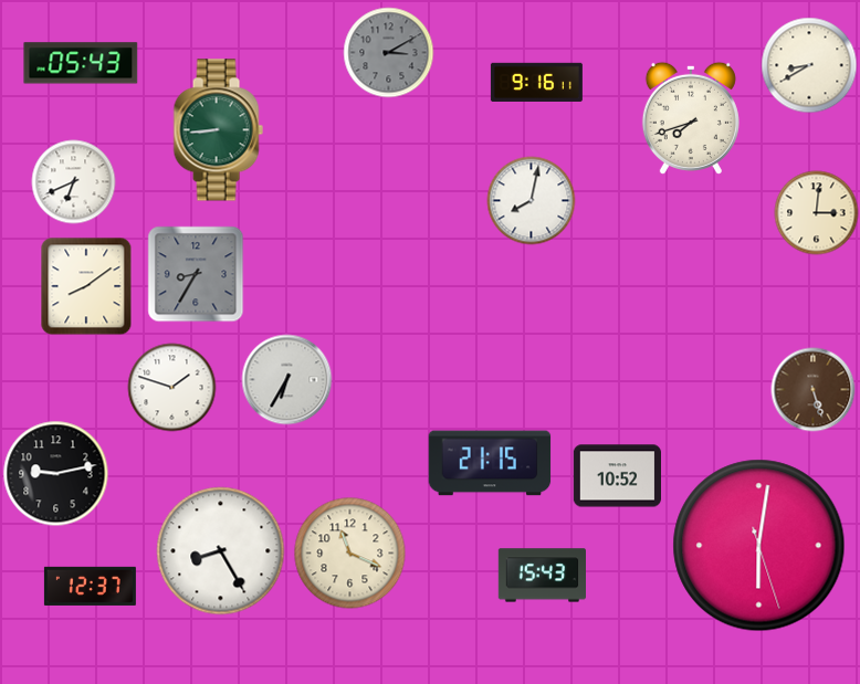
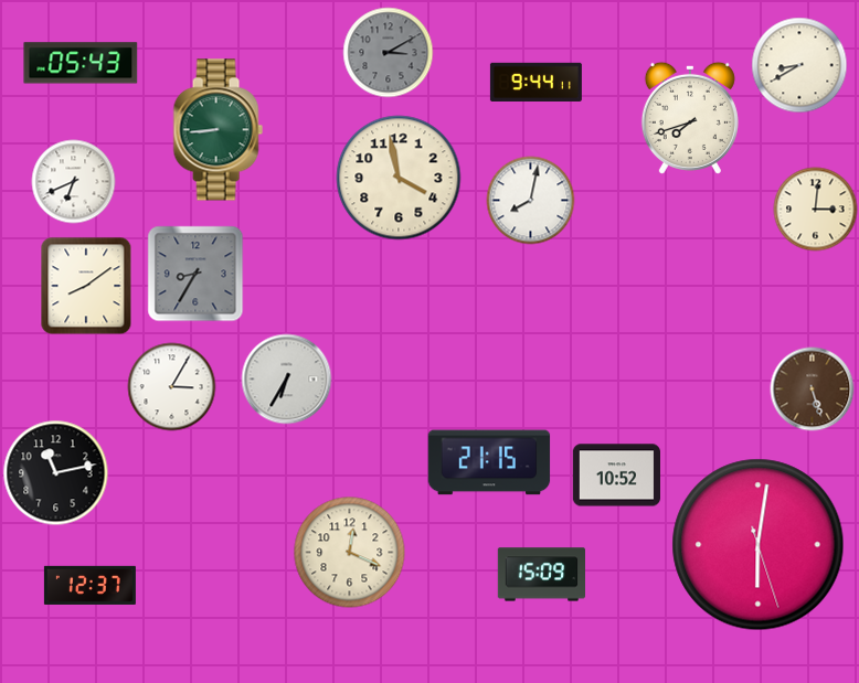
clock at (809, 65) position: (809, 65) -> (799, 65)
clock at (536, 82): 9:16 -> 9:44
clock at (399, 178): none -> 3:58
clock at (817, 213) position: (817, 213) -> (816, 210)
clock at (172, 388): 1:48 -> 3:05
clock at (56, 474): 9:13 -> 11:13
clock at (221, 551): 8:25 -> none
clock at (350, 554): 11:19 -> 12:19
clock at (542, 576): 15:43 -> 15:09
